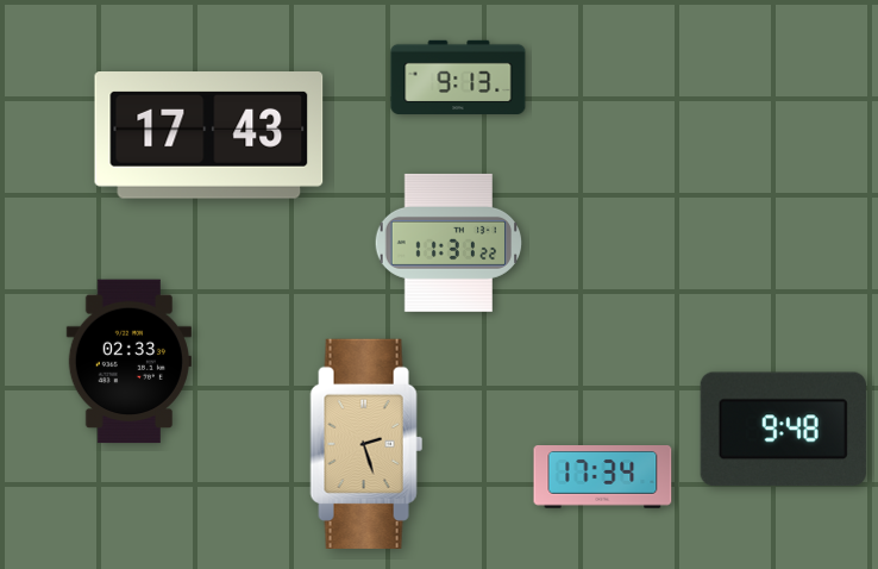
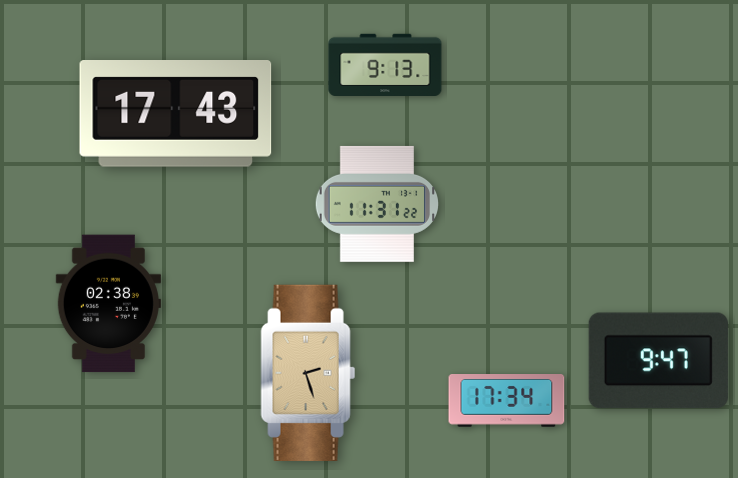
clock at (128, 362): 02:33 -> 02:38
clock at (783, 430): 9:48 -> 9:47
